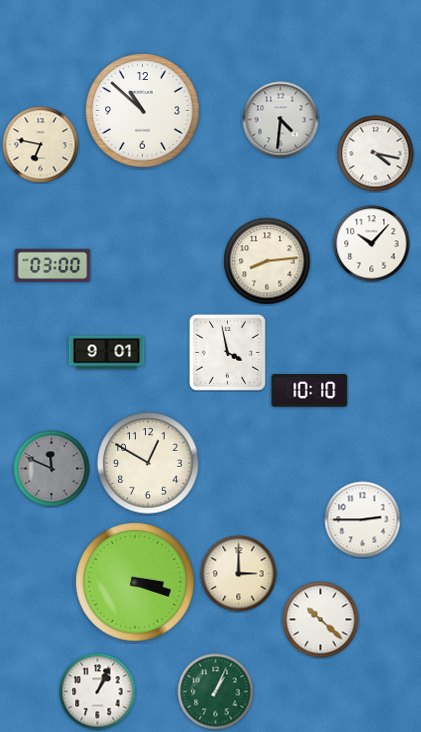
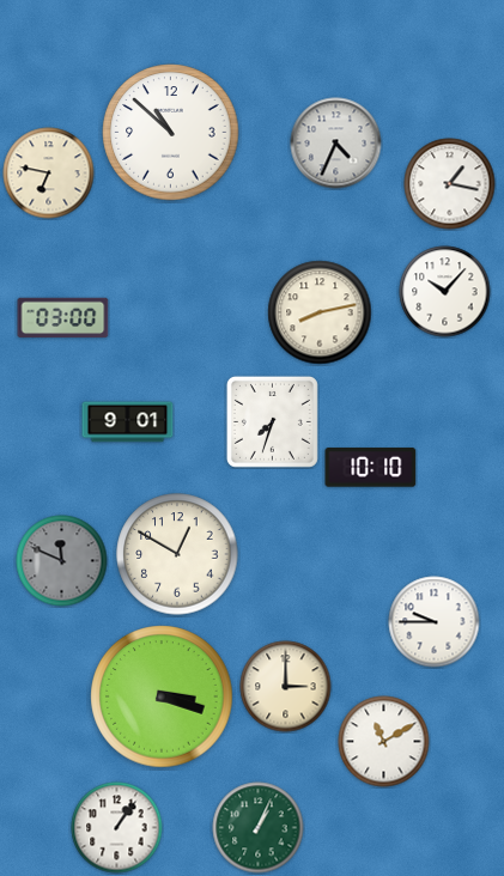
clock at (281, 120): 4:31 -> 4:34
clock at (376, 154): 4:17 -> 1:17
clock at (267, 261): 8:14 -> 8:13
clock at (227, 352): 3:58 -> 7:33
clock at (363, 520): 2:45 -> 9:45
clock at (321, 620): 10:22 -> 11:10
clock at (98, 692): 1:04 -> 1:06
